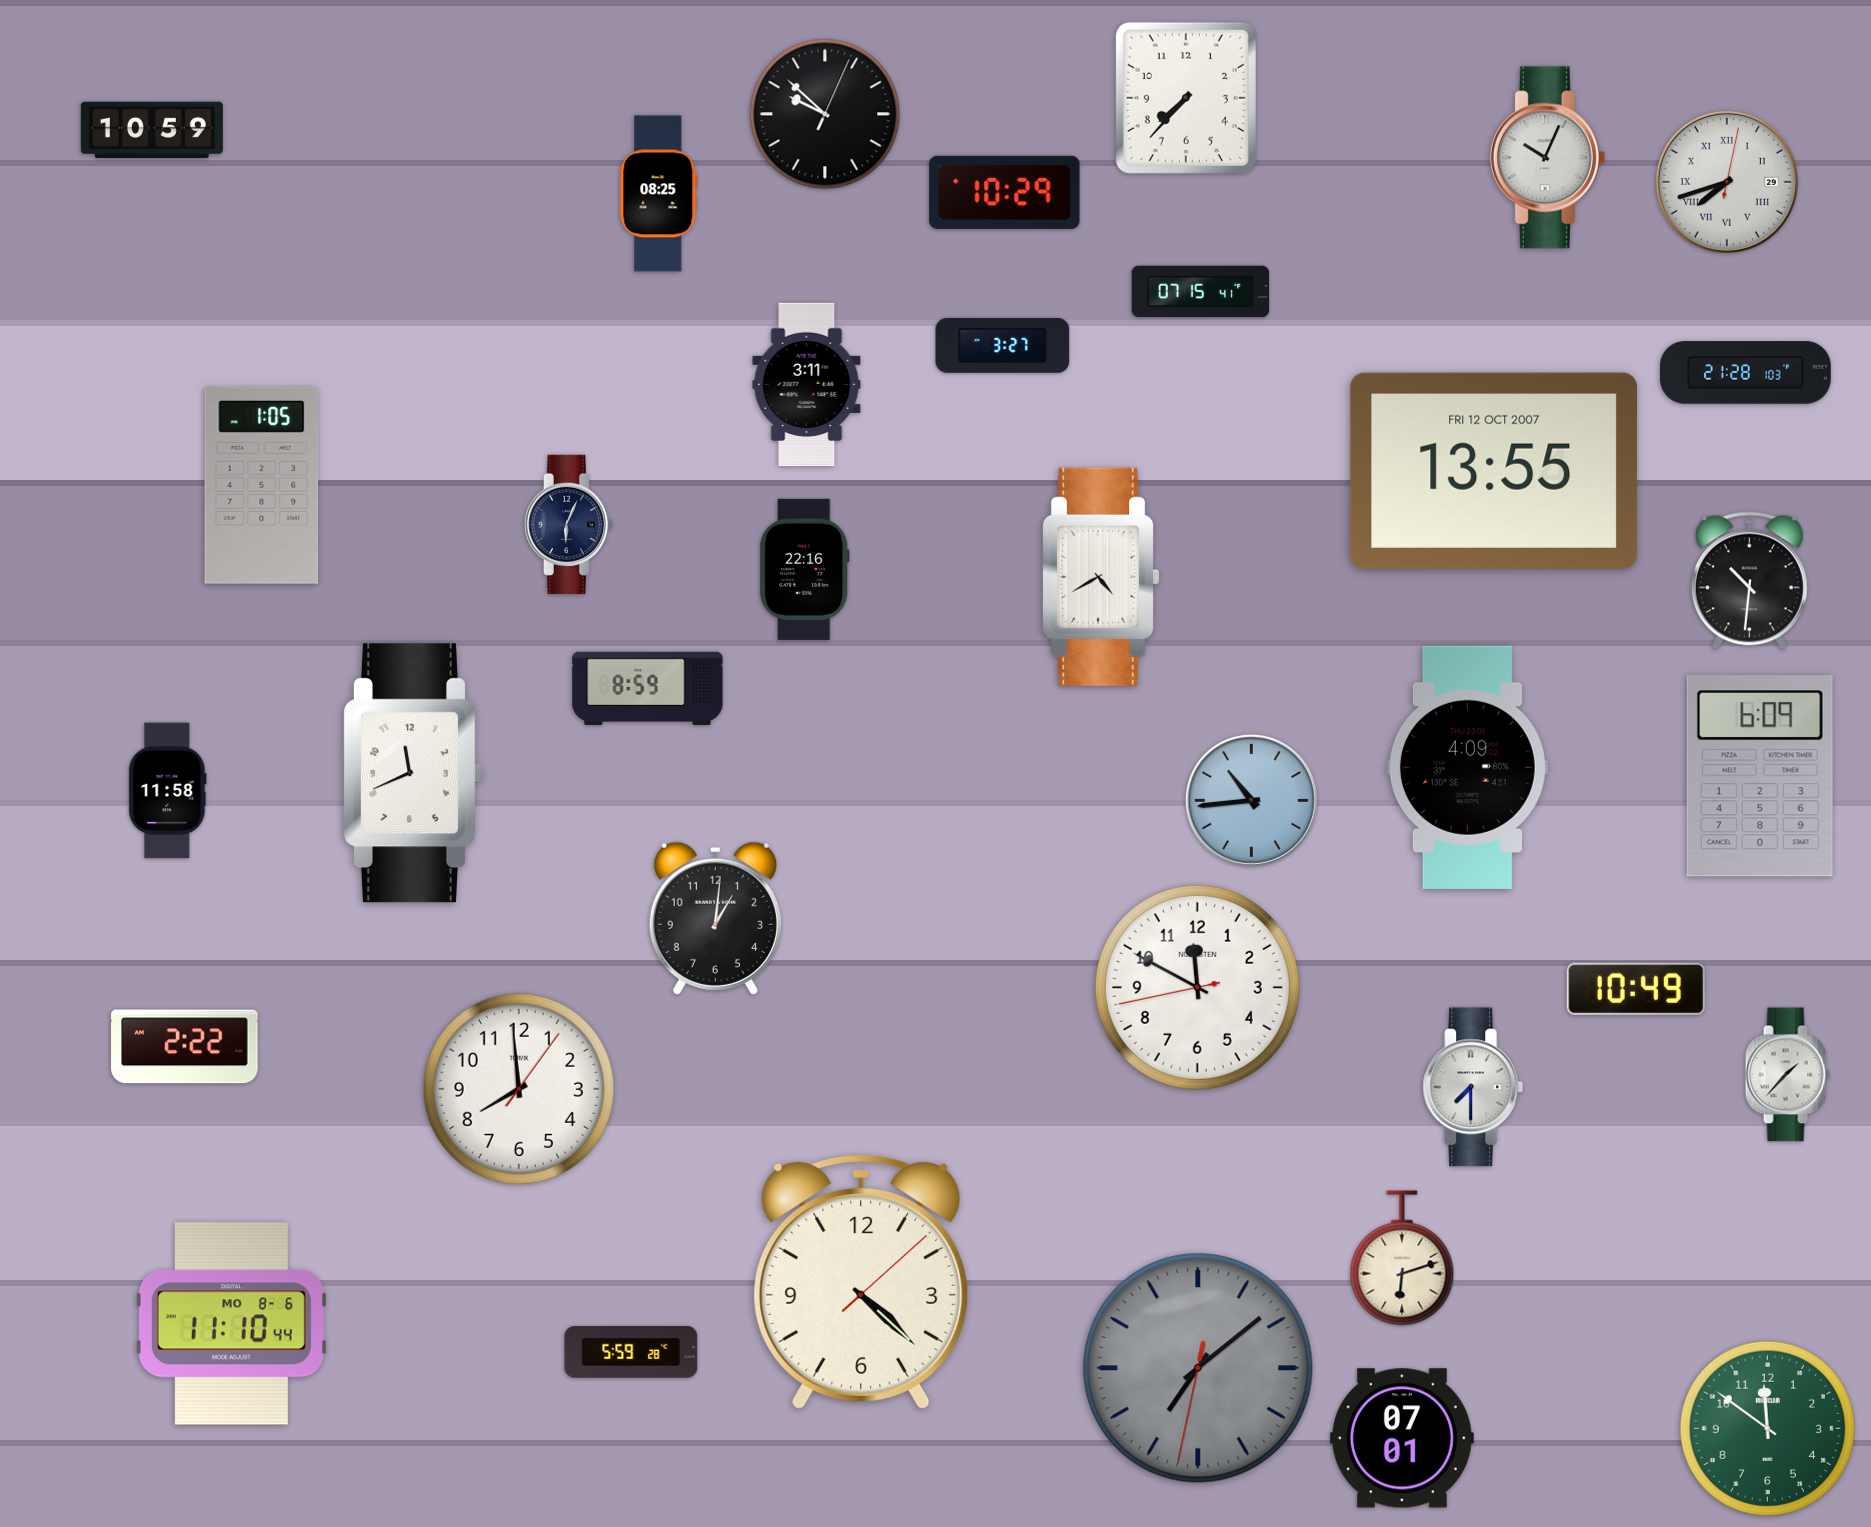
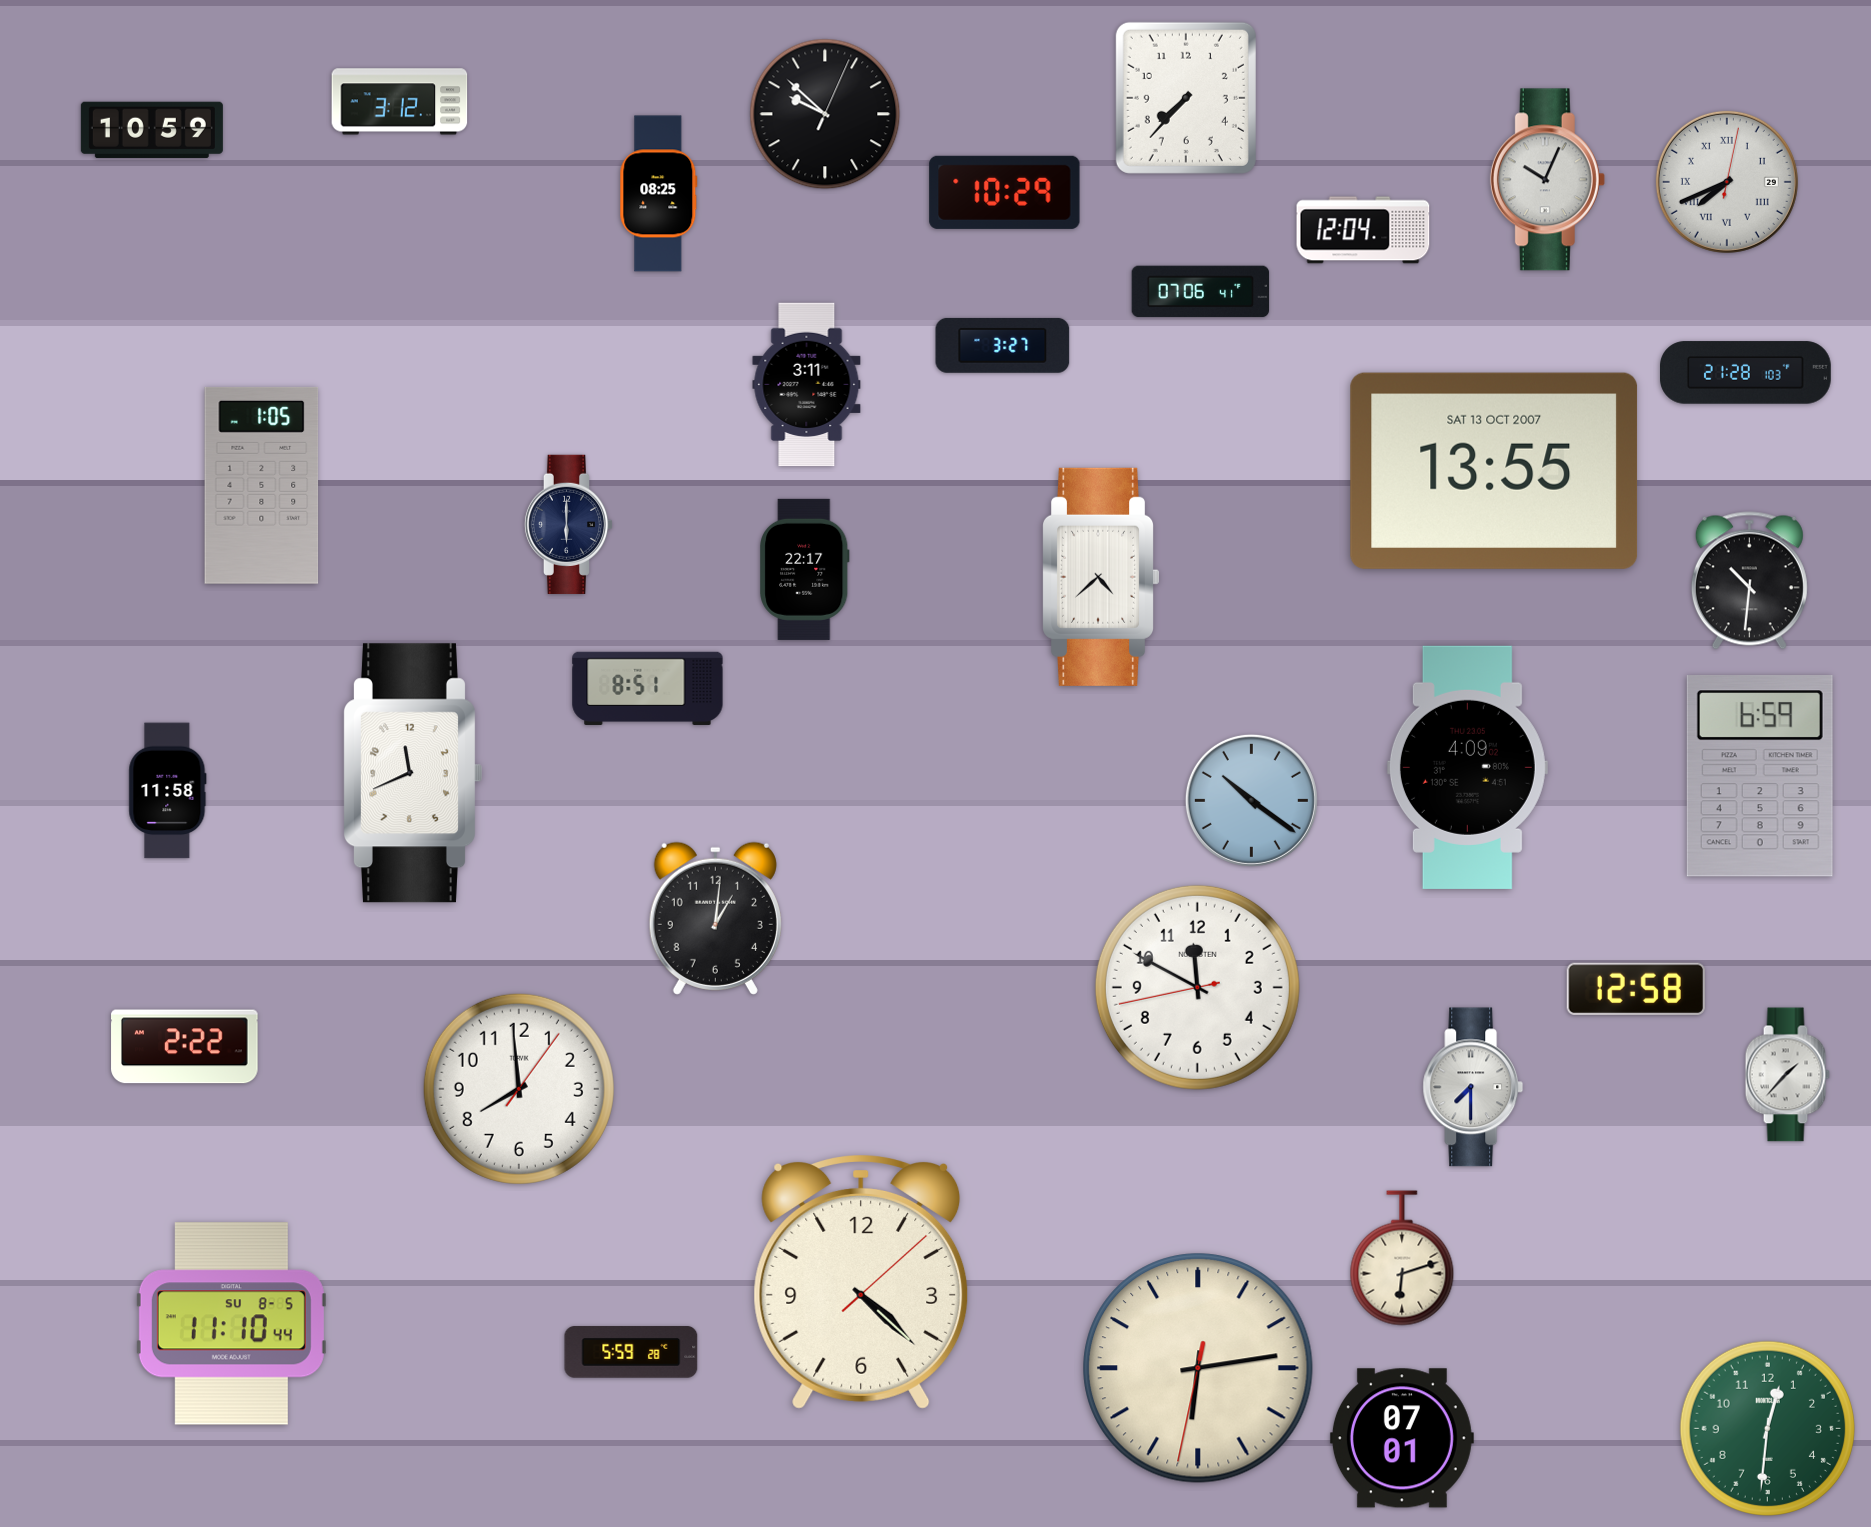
clock at (400, 102): none -> 3:12
clock at (1547, 158) position: (1547, 158) -> (1547, 180)
clock at (1727, 182): 7:42 -> 7:41
clock at (1363, 230): none -> 12:04
clock at (1201, 292): 07:15 -> 07:06
clock at (1494, 471) date: FRI 12 OCT 2007 -> SAT 13 OCT 2007
clock at (569, 524): 6:04 -> 6:00
clock at (805, 569): 22:16 -> 22:17
clock at (1102, 577): 4:40 -> 4:38
clock at (648, 688): 8:59 -> 8:51
clock at (1760, 777): 6:09 -> 6:59
clock at (1251, 800): 10:44 -> 10:21
clock at (1636, 989): 10:49 -> 12:58
clock at (231, 1324) date: MO 8-6 -> SU 8-5
clock at (1198, 1368): 7:08 -> 6:13
clock at (1198, 1368) dial: grey -> cream
clock at (1767, 1428): 11:51 -> 12:31
